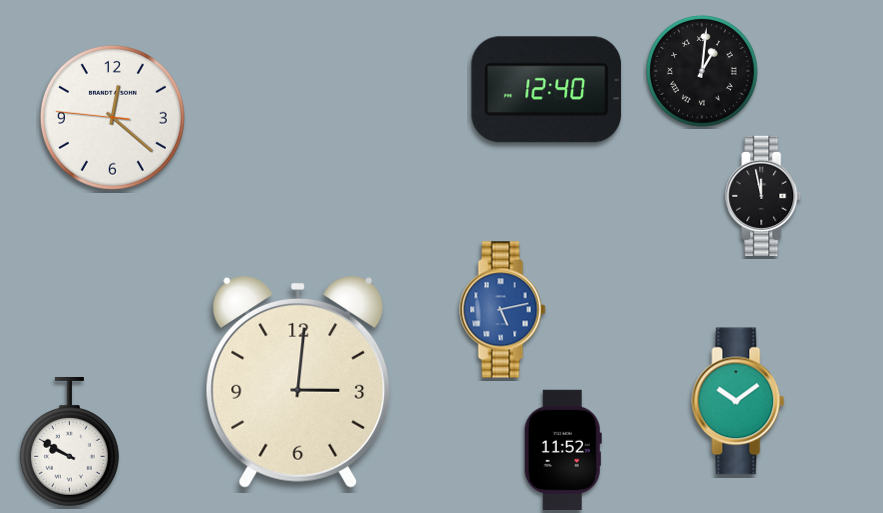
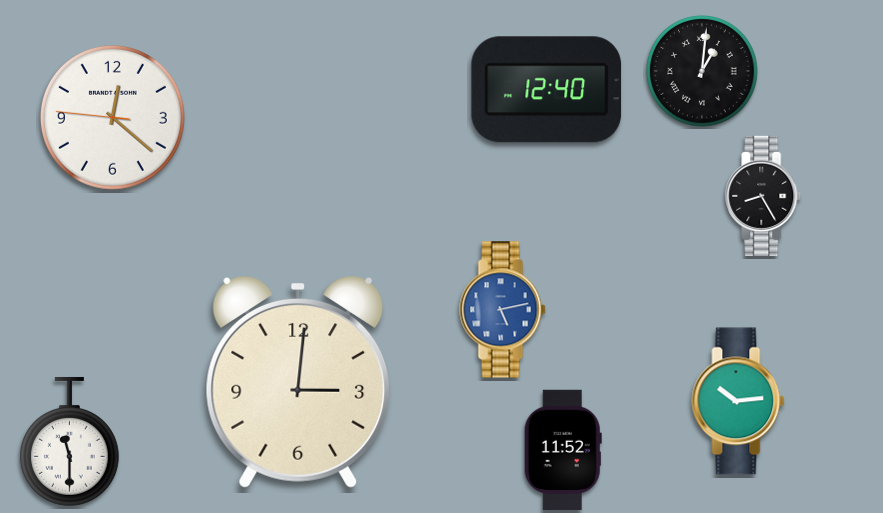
clock at (763, 195): 11:58 -> 8:25
clock at (738, 401): 10:09 -> 10:14
clock at (69, 441): 9:50 -> 11:30
